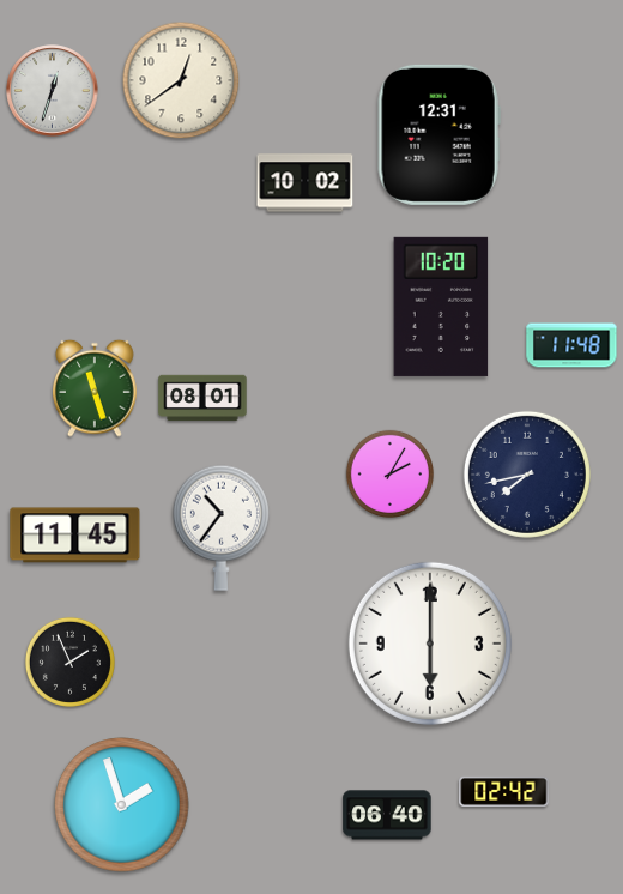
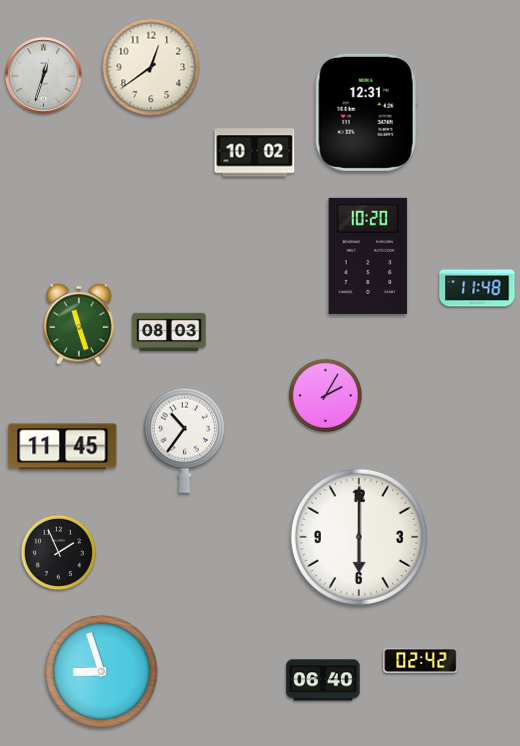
clock at (202, 398): 08:01 -> 08:03
clock at (527, 475): 7:43 -> none
clock at (122, 805): 1:57 -> 8:57
